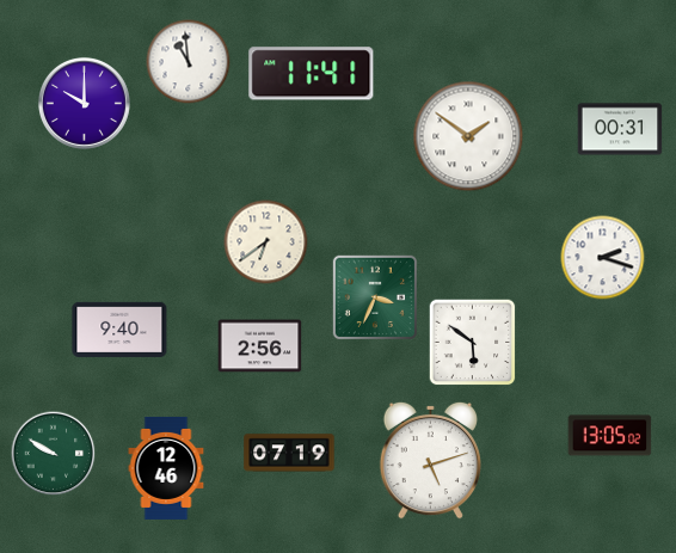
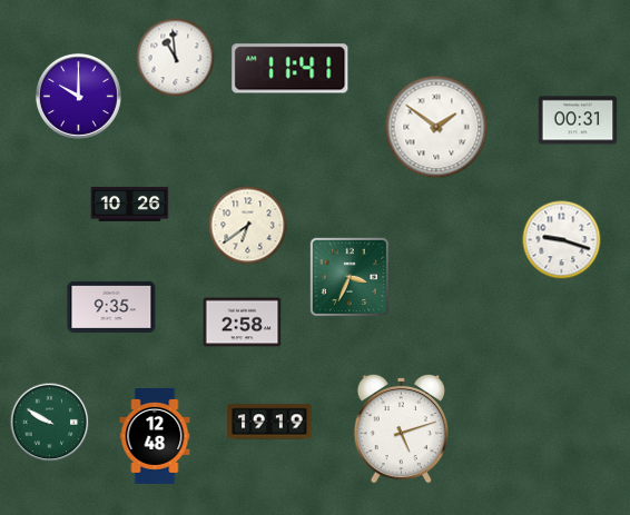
clock at (130, 204): none -> 10:26
clock at (603, 258): 2:18 -> 9:18
clock at (119, 330): 9:40 -> 9:35
clock at (473, 343): 5:51 -> none
clock at (260, 346): 2:56 -> 2:58
clock at (610, 436): 13:05 -> none
clock at (289, 453): 07:19 -> 19:19
clock at (166, 468): 12:46 -> 12:48
